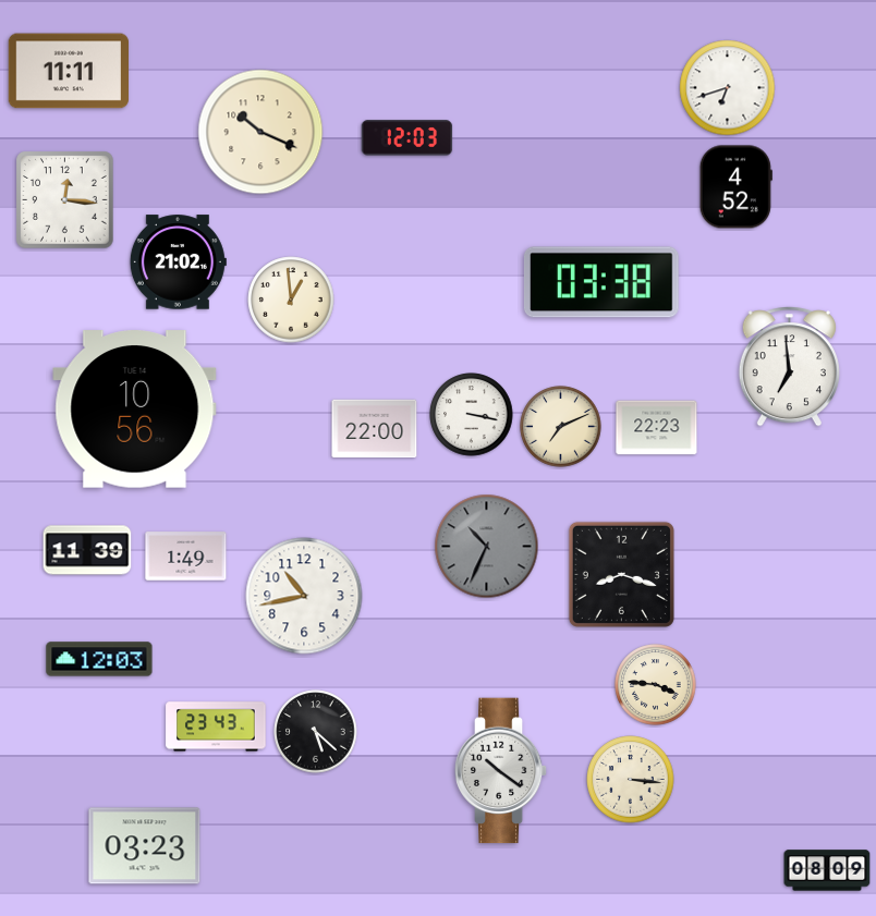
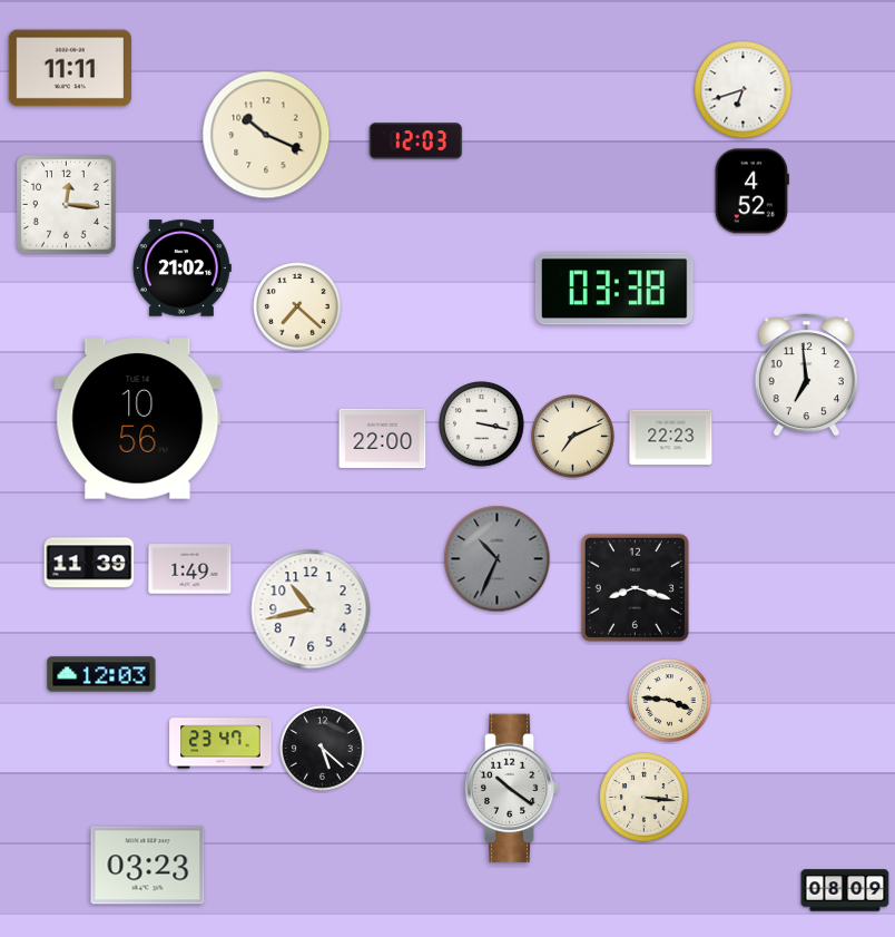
clock at (68, 71) position: (68, 71) -> (69, 68)
clock at (291, 300): 12:59 -> 7:22
clock at (216, 726): 23:43 -> 23:47
